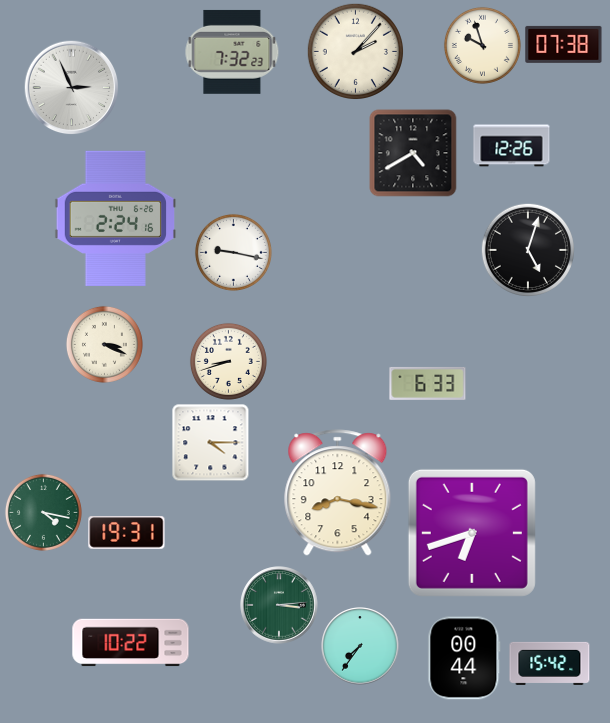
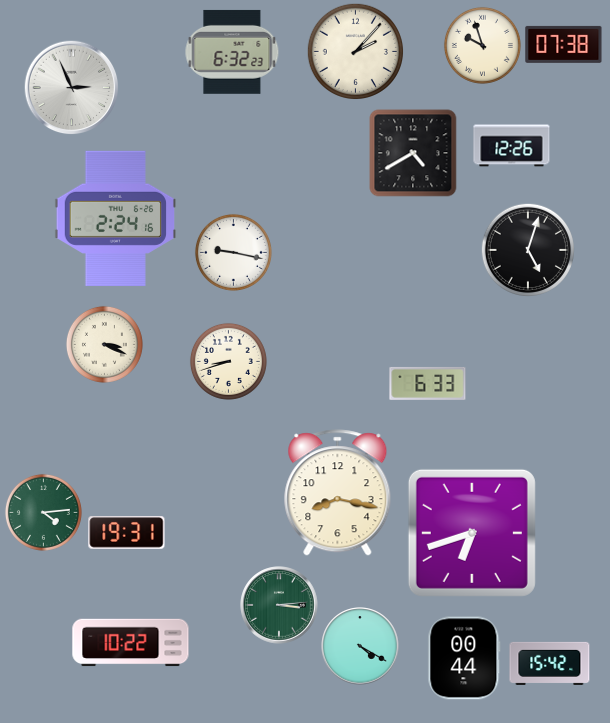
clock at (232, 52): 7:32 -> 6:32
clock at (210, 442): 4:15 -> none
clock at (43, 512): 4:17 -> 4:14
clock at (360, 646): 7:36 -> 4:20
